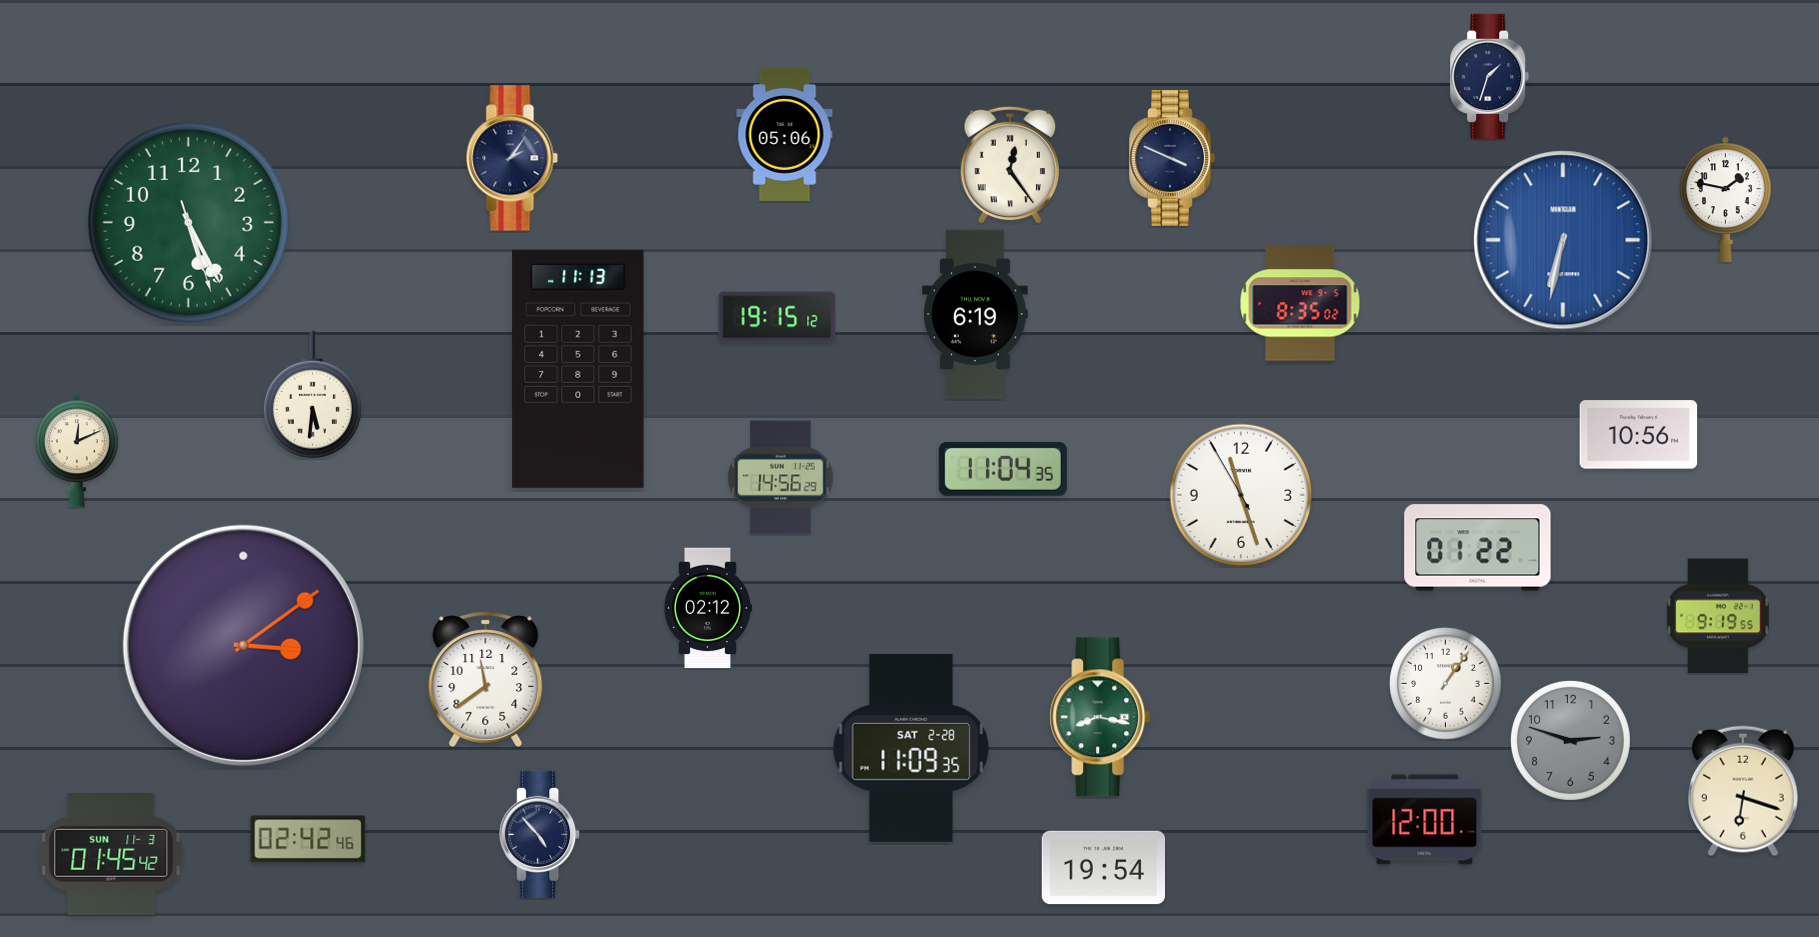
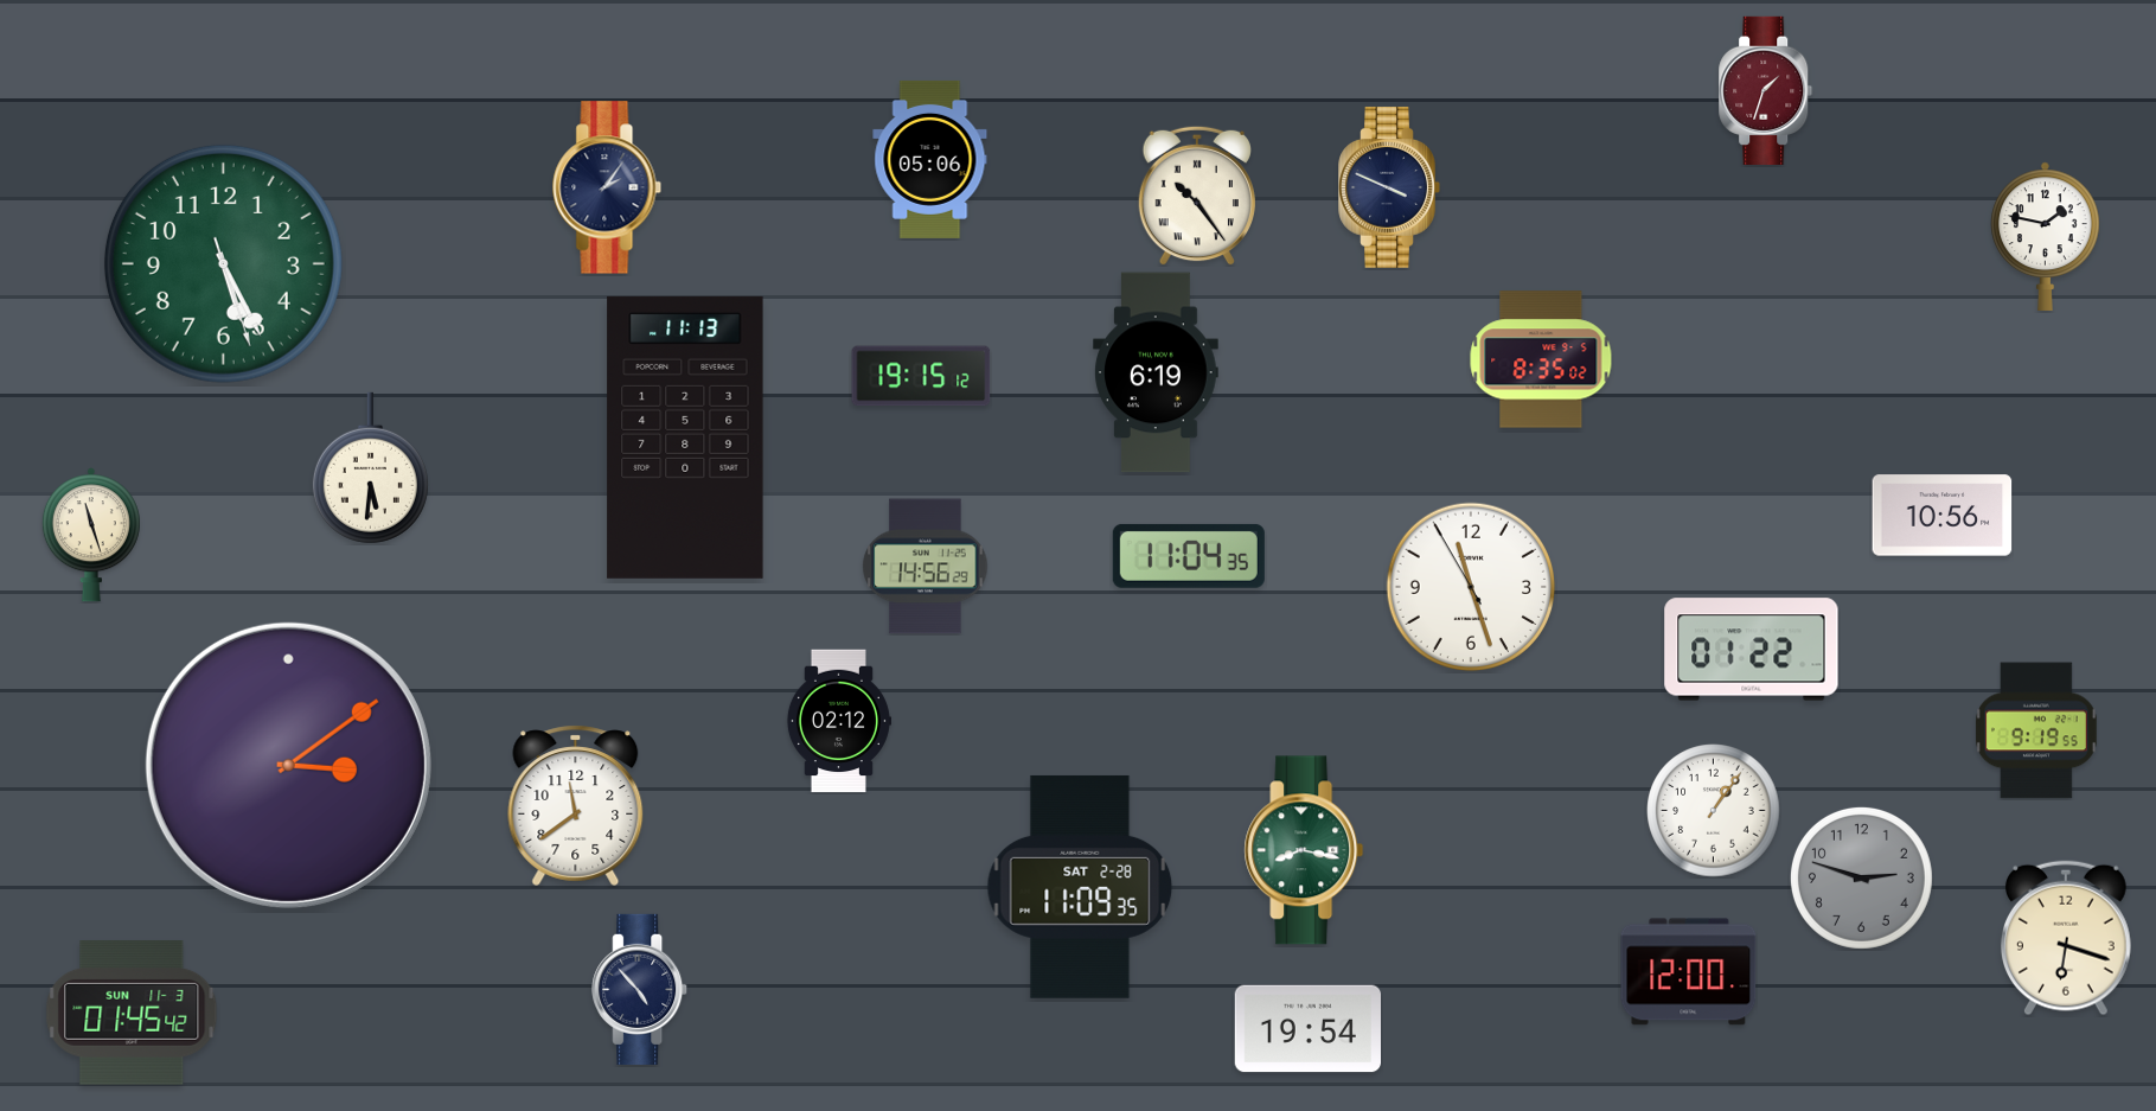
clock at (1490, 76) dial: navy -> burgundy
clock at (1009, 165): 12:24 -> 10:24
clock at (1563, 240): 6:32 -> none
clock at (77, 451): 12:11 -> 11:27
clock at (308, 839): 02:42 -> none
